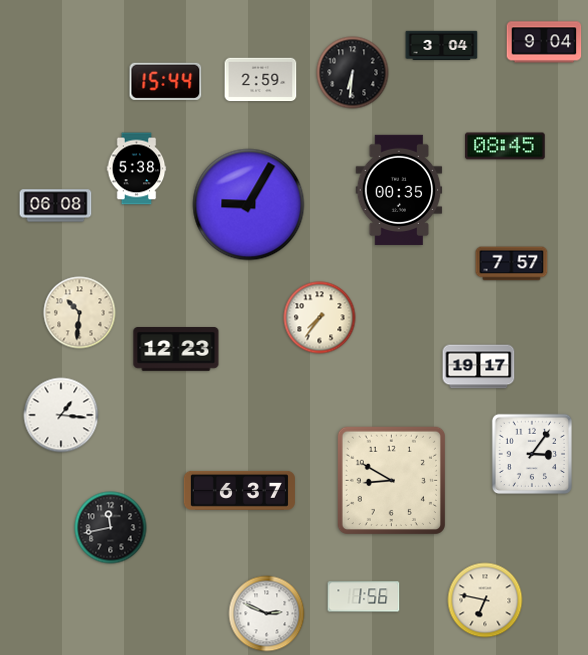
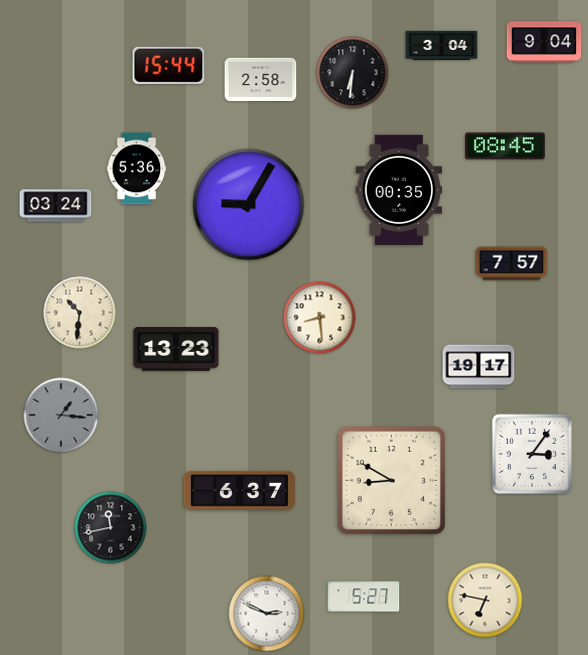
clock at (261, 80): 2:59 -> 2:58
clock at (166, 81) position: (166, 81) -> (169, 65)
clock at (137, 169): 5:38 -> 5:36
clock at (56, 206): 06:08 -> 03:24
clock at (320, 318): 7:36 -> 8:29
clock at (176, 350): 12:23 -> 13:23
clock at (61, 415) dial: white -> grey
clock at (364, 597): 1:56 -> 5:27
